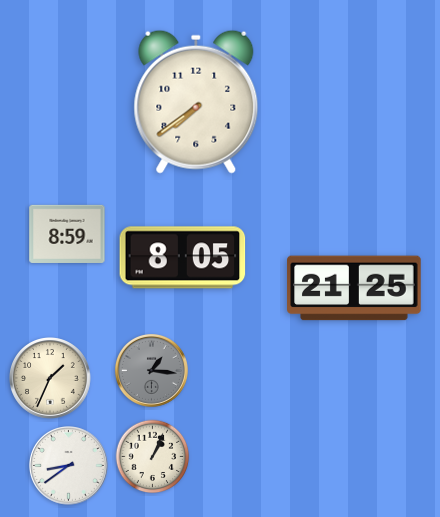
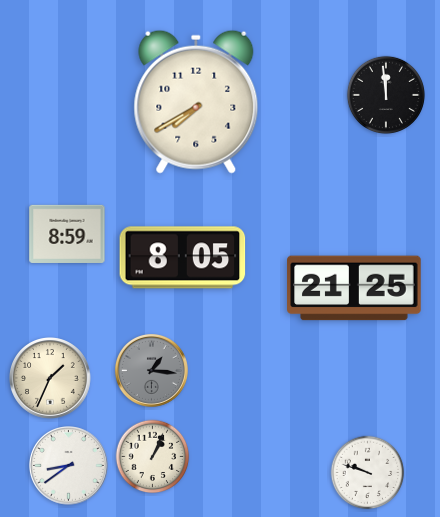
clock at (386, 95): none -> 11:59
clock at (196, 102): 7:39 -> 7:40
clock at (368, 473): none -> 9:48
